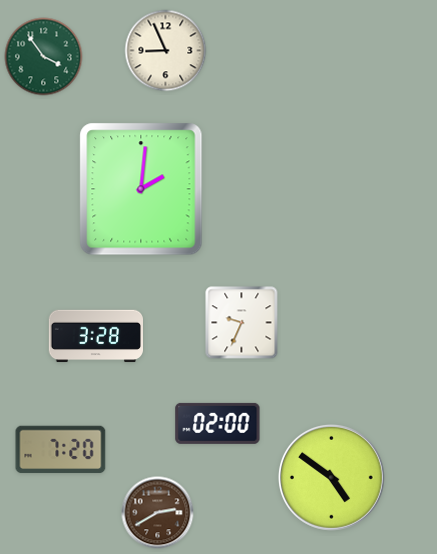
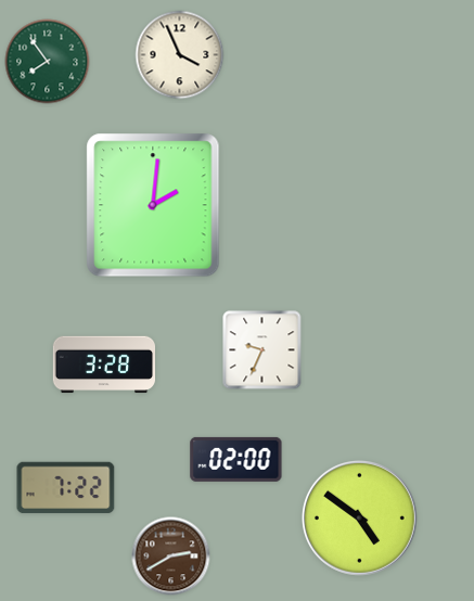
clock at (166, 51): 8:56 -> 3:56
clock at (44, 57): 3:54 -> 7:54
clock at (61, 450): 7:20 -> 7:22
